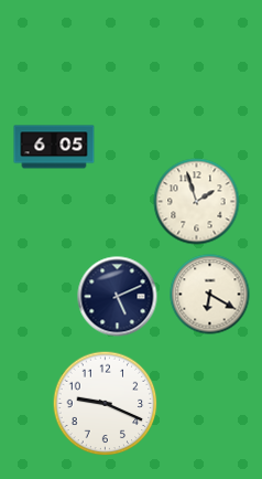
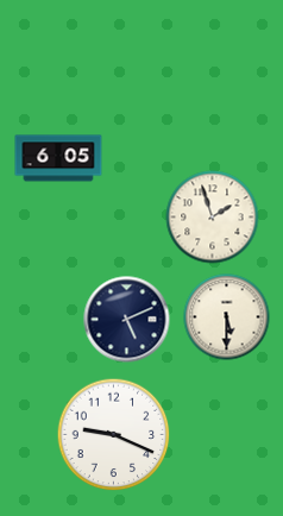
clock at (210, 295): 6:20 -> 5:30
